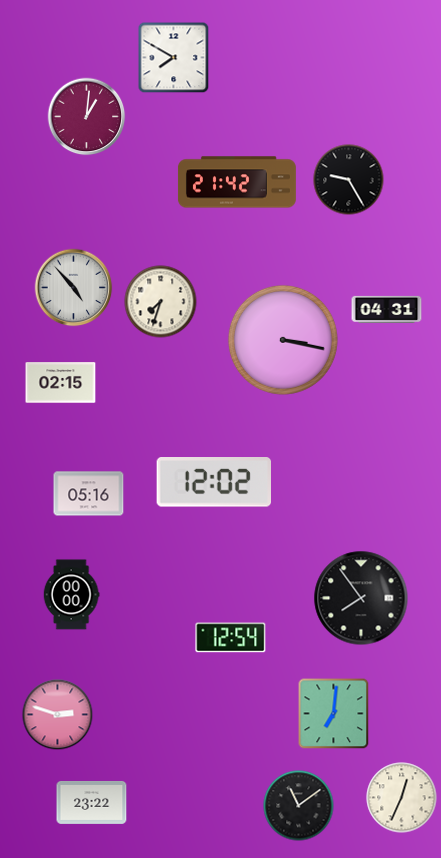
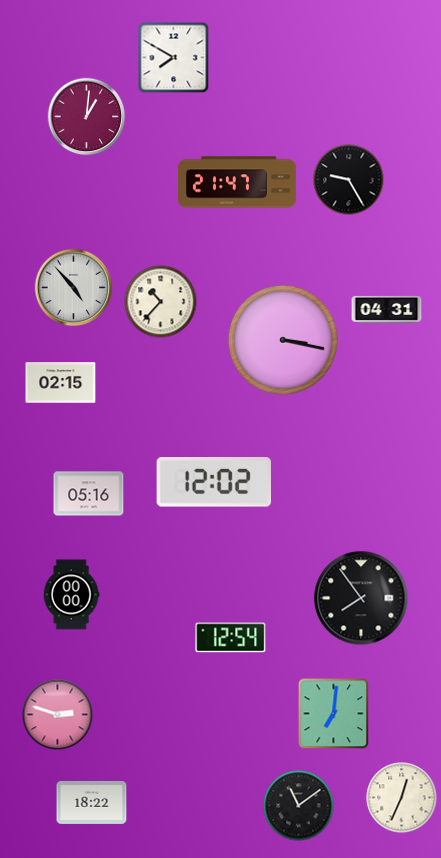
clock at (237, 182): 21:42 -> 21:47
clock at (161, 302): 7:33 -> 10:37
clock at (92, 802): 23:22 -> 18:22
